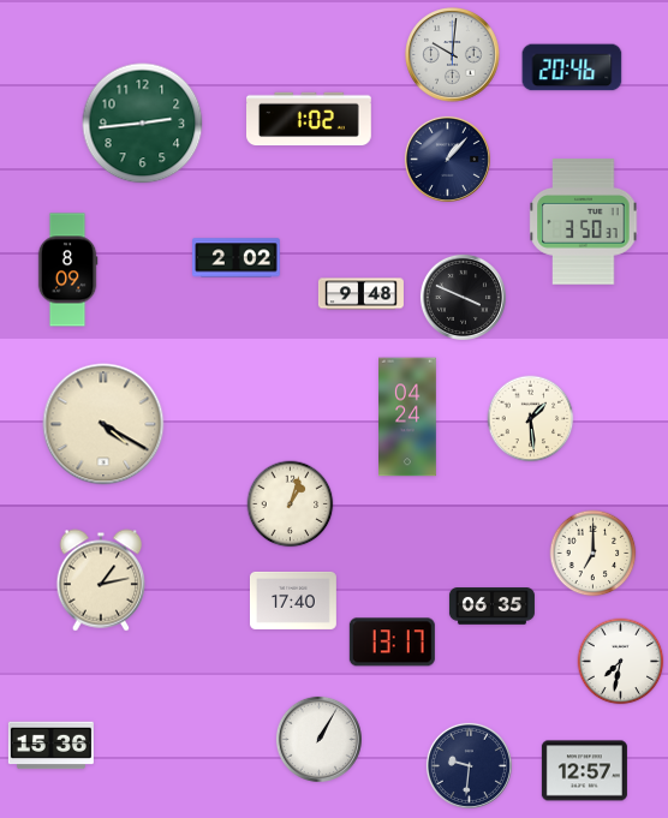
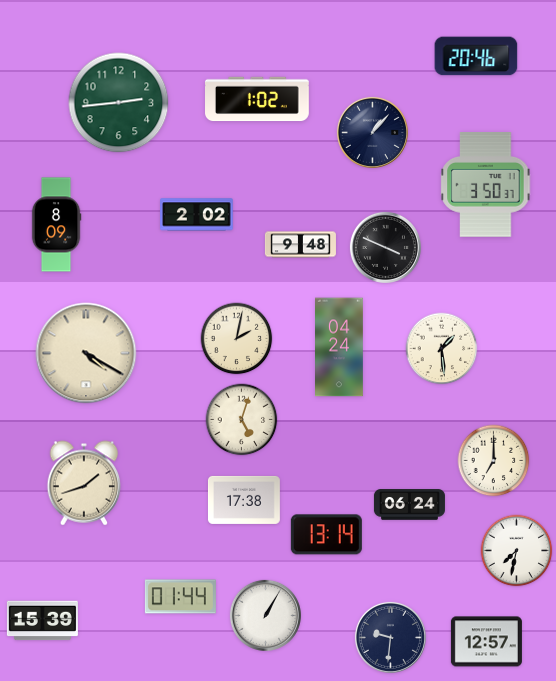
clock at (453, 55): 10:01 -> none
clock at (237, 339): none -> 2:02
clock at (291, 504): 1:03 -> 5:03
clock at (101, 580): 1:13 -> 1:42
clock at (293, 601): 17:40 -> 17:38
clock at (491, 607): 06:35 -> 06:24
clock at (392, 643): 13:17 -> 13:14
clock at (180, 597): none -> 01:44
clock at (50, 746): 15:36 -> 15:39
